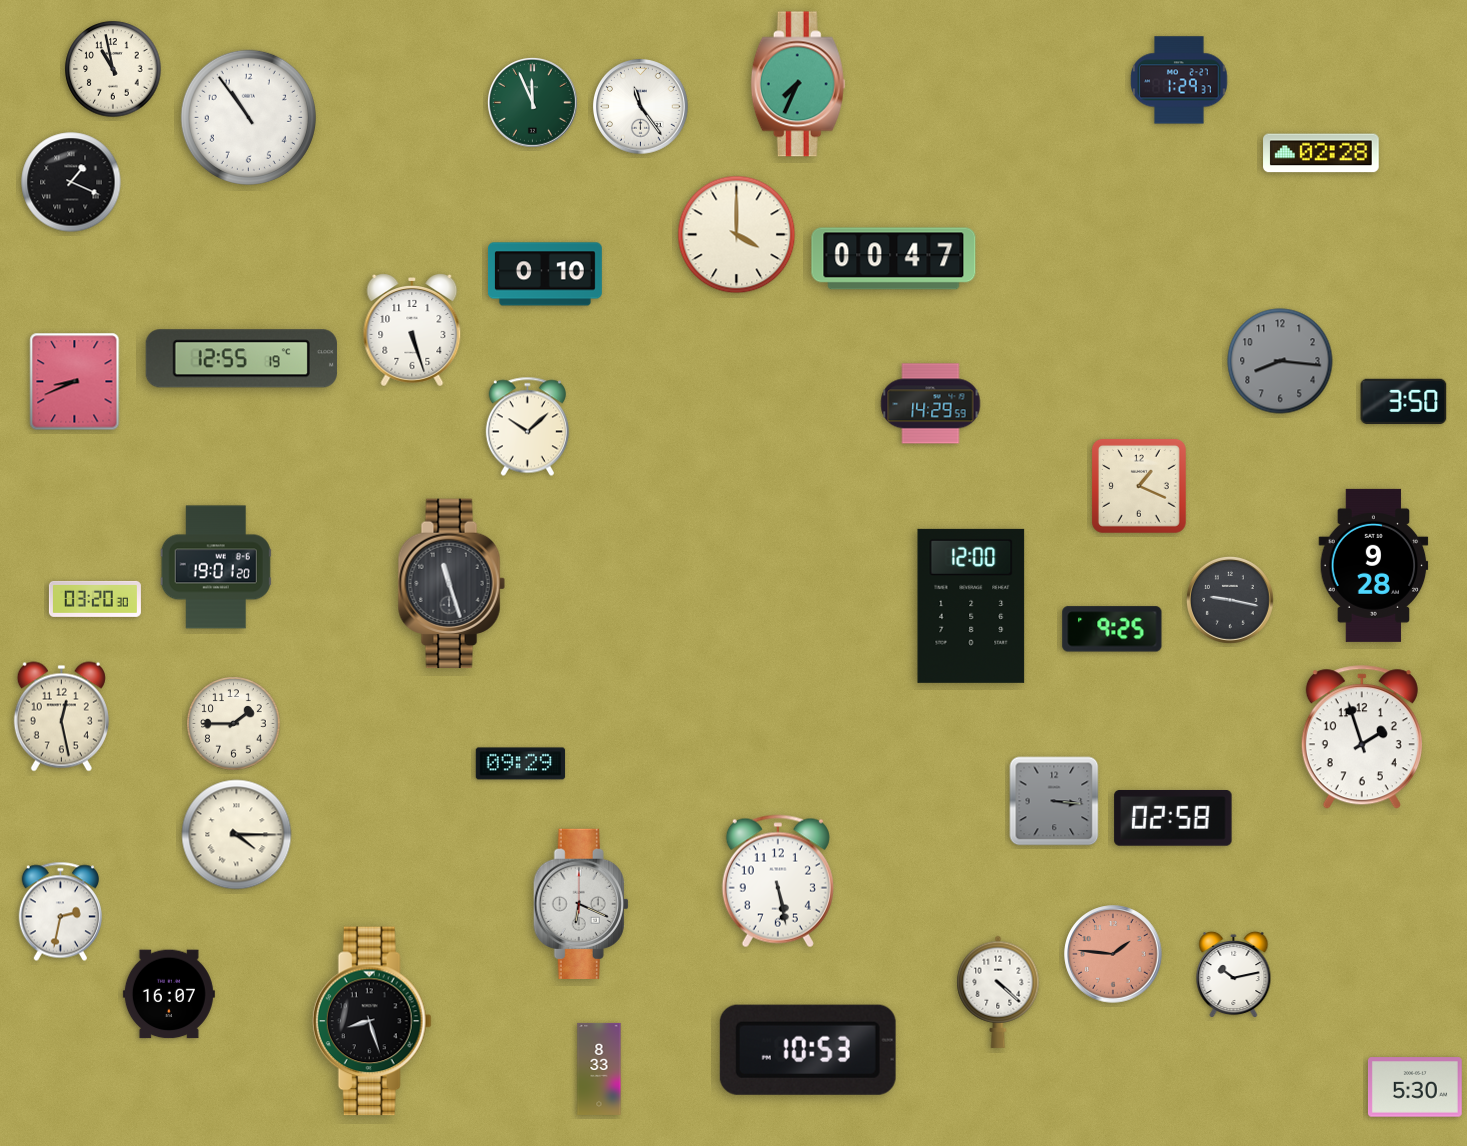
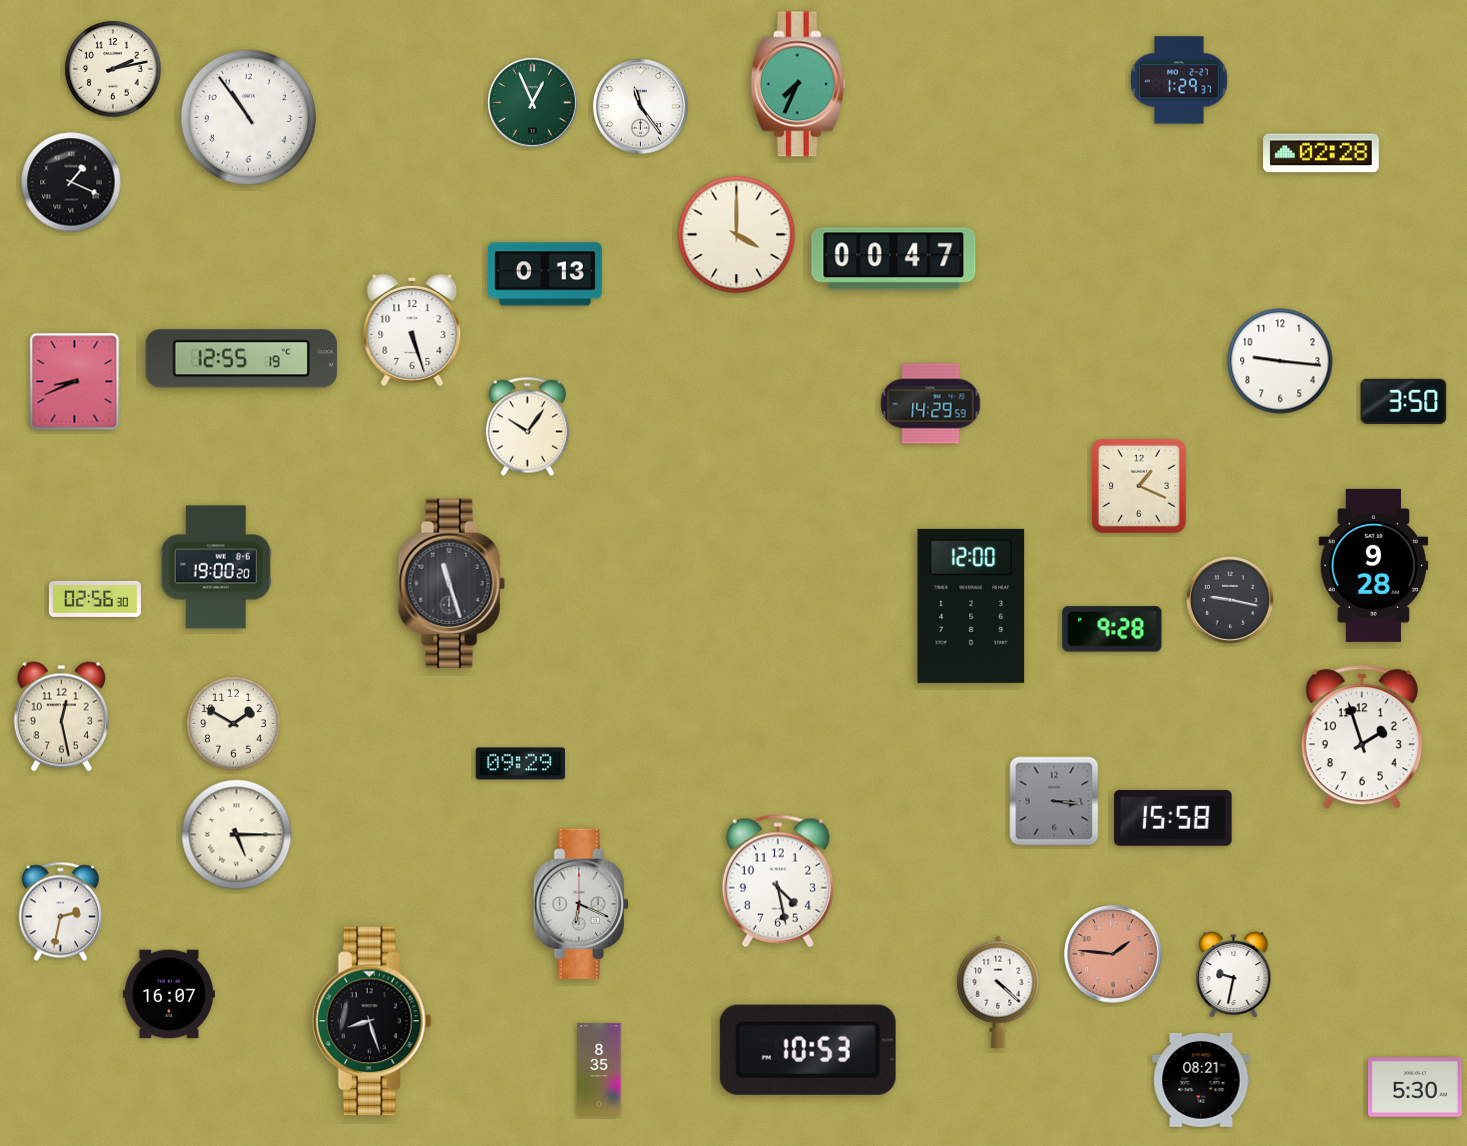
clock at (113, 69): 10:58 -> 2:13
clock at (533, 103): 11:56 -> 12:56
clock at (545, 274): 0:10 -> 0:13
clock at (1280, 361): 8:16 -> 9:16
clock at (1280, 361) dial: grey -> white
clock at (527, 427): 10:08 -> 10:06
clock at (216, 567): 19:01 -> 19:00
clock at (95, 599): 03:20 -> 02:56
clock at (1112, 629): 9:25 -> 9:28
clock at (234, 724): 1:45 -> 1:50
clock at (1173, 819): 02:58 -> 15:58
clock at (237, 835): 4:15 -> 5:15
clock at (778, 881): 5:28 -> 4:28
clock at (1234, 975): 10:13 -> 9:32
clock at (599, 1069): 8:33 -> 8:35
clock at (1201, 1081): none -> 08:21
